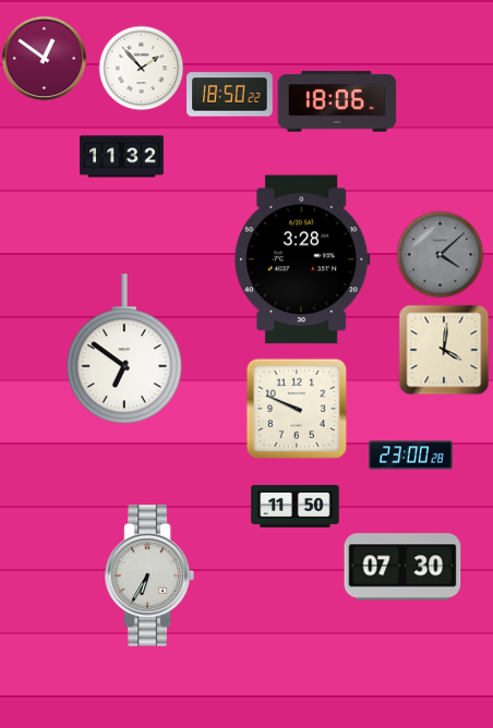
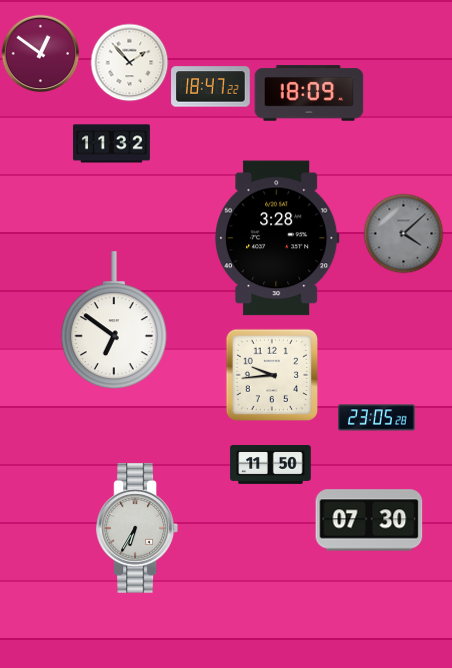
clock at (230, 95): 18:50 -> 18:47
clock at (337, 101): 18:06 -> 18:09
clock at (444, 350): 4:01 -> none
clock at (297, 409): 9:49 -> 9:44
clock at (411, 456): 23:00 -> 23:05
